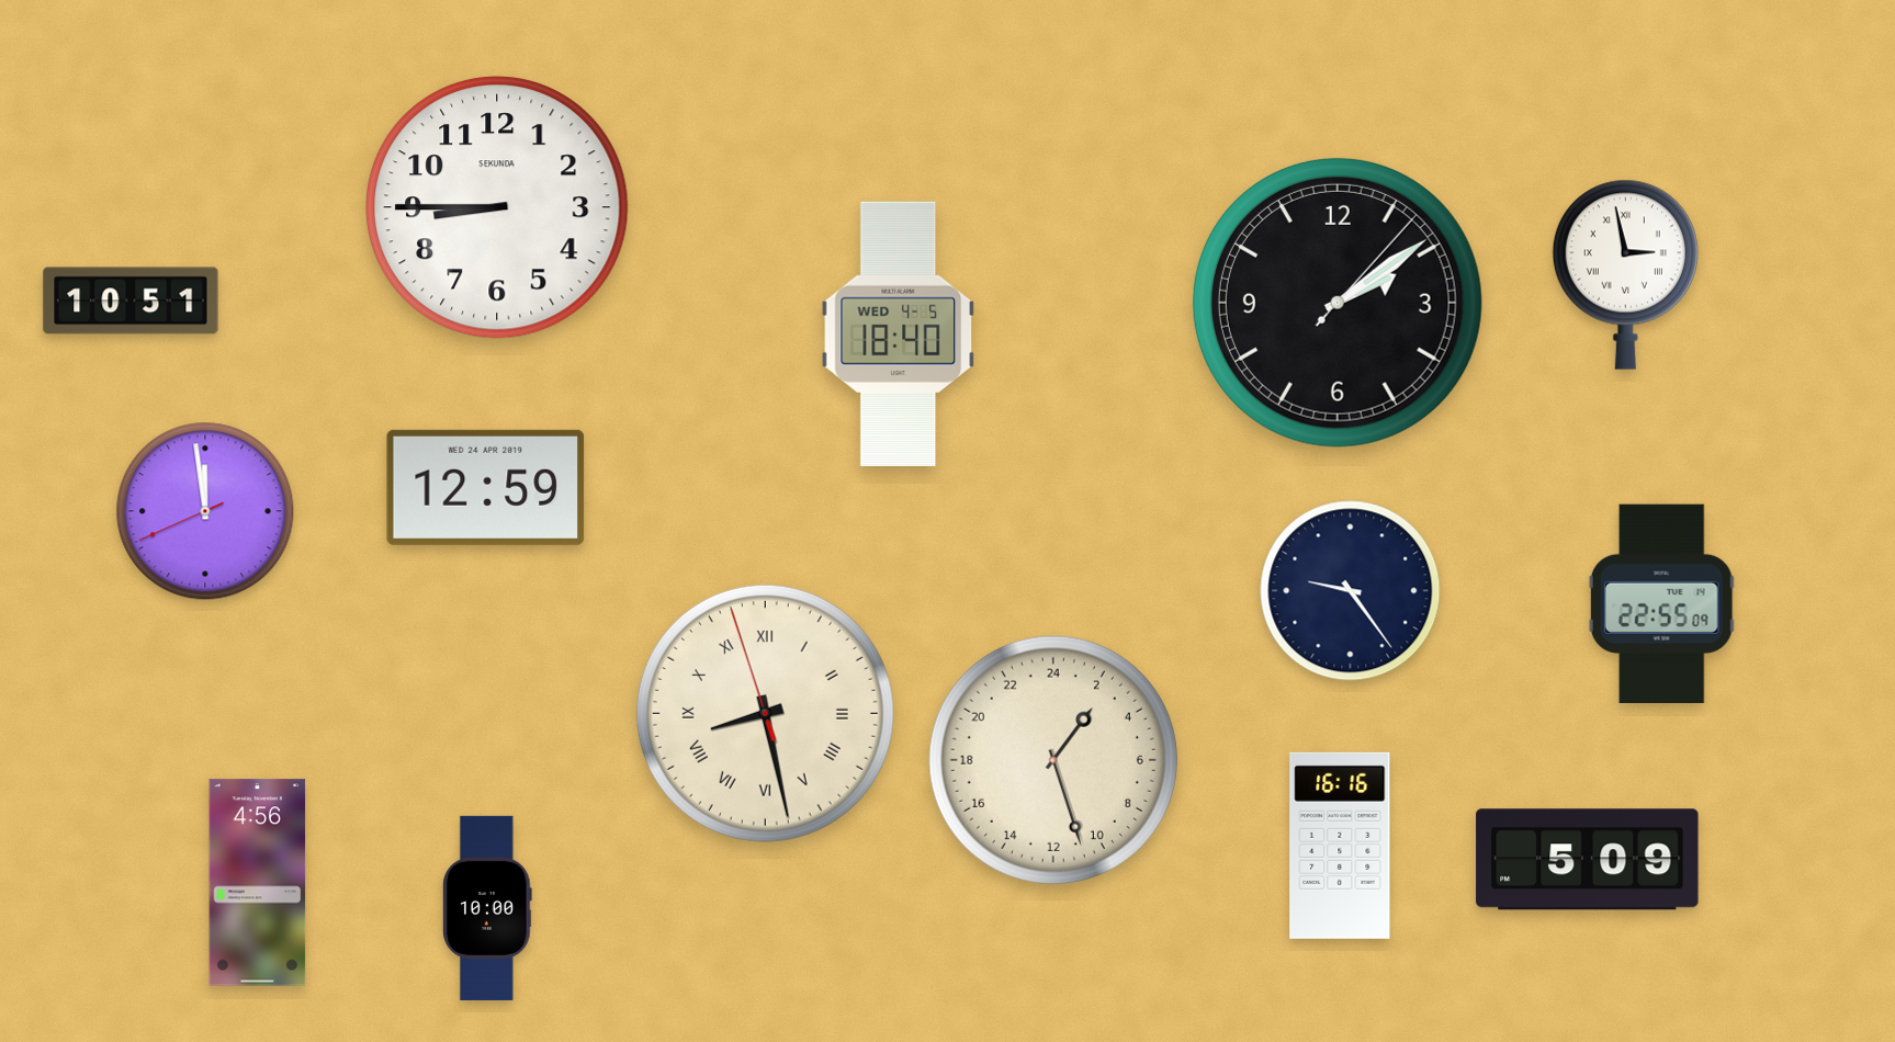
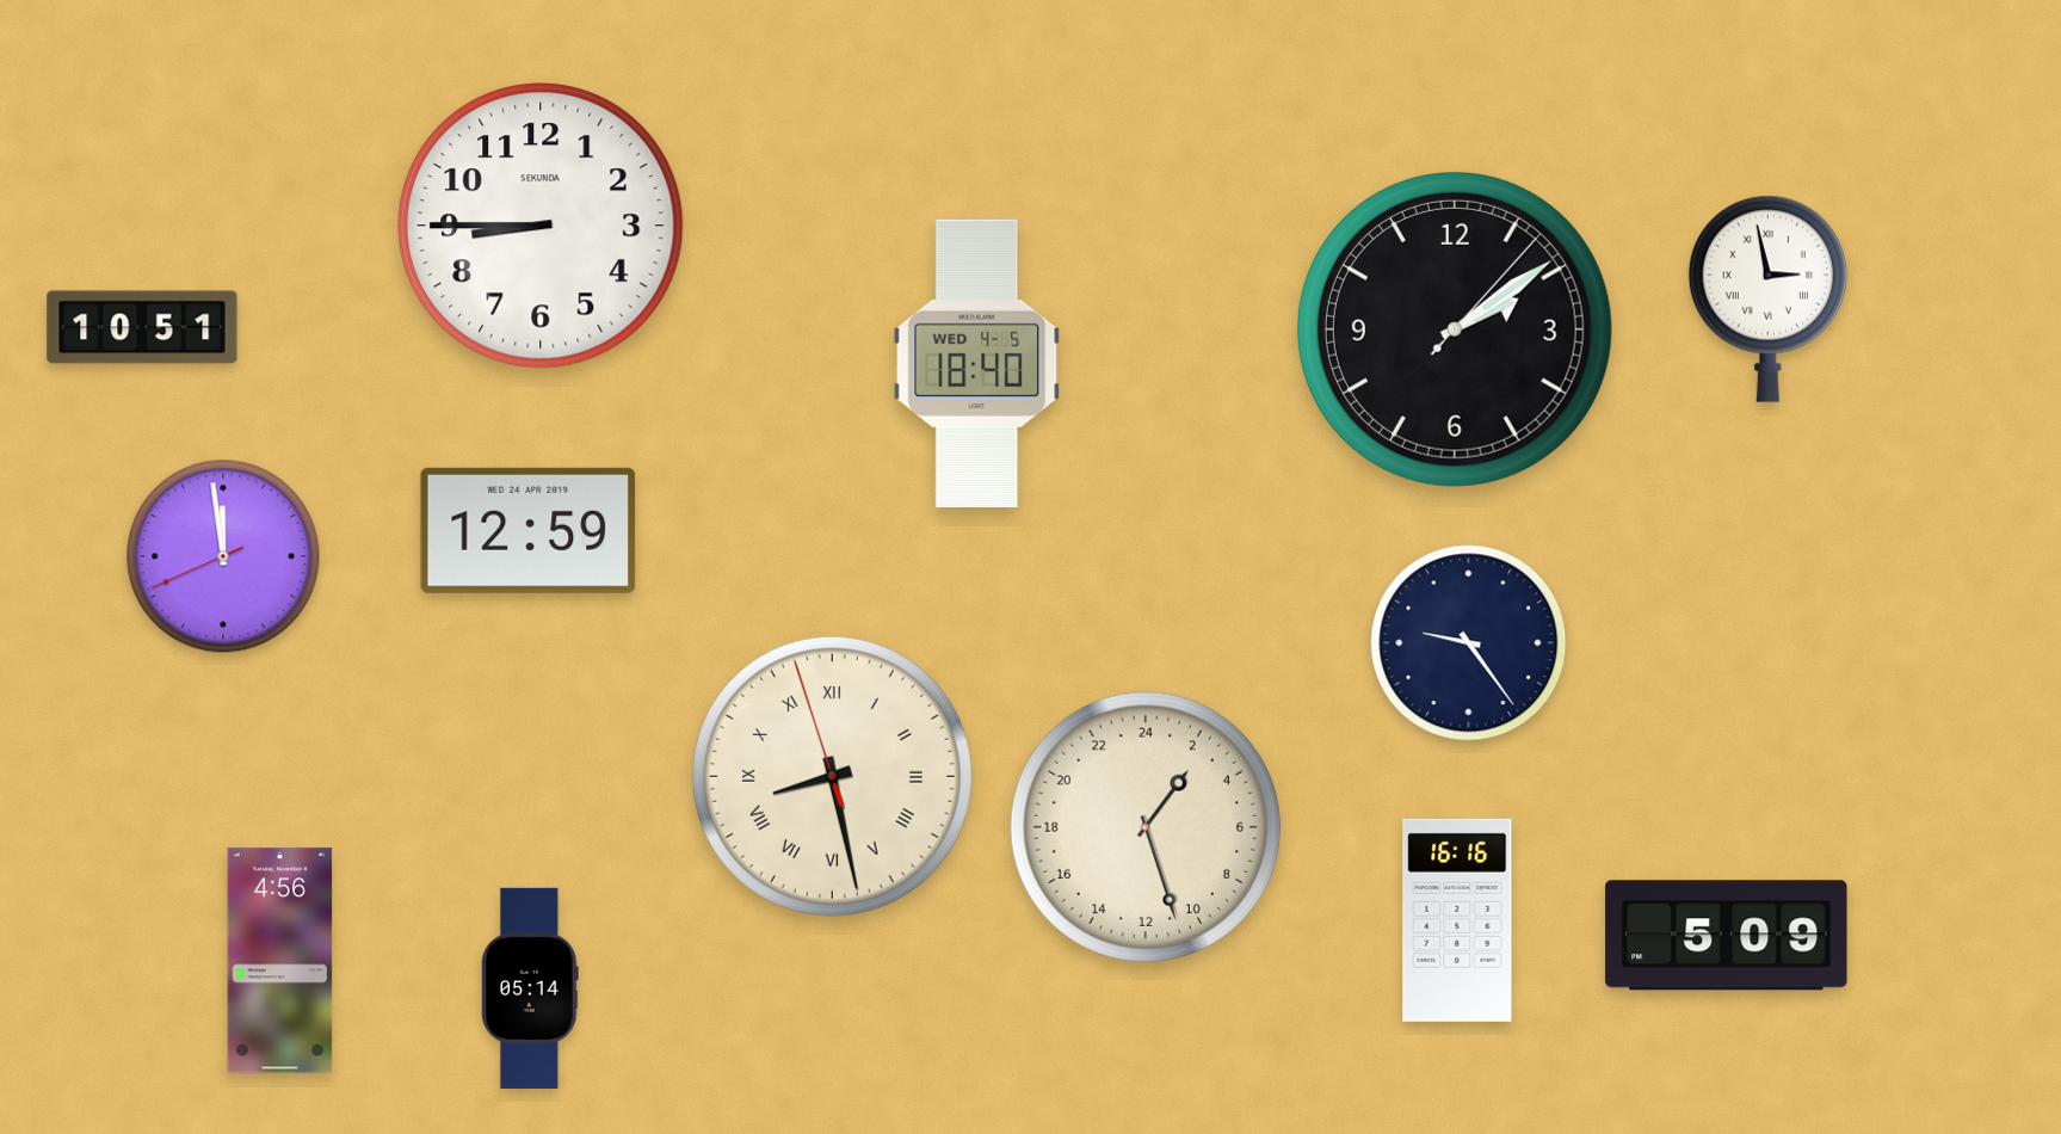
clock at (1661, 603): 22:55 -> none
clock at (487, 908): 10:00 -> 05:14
